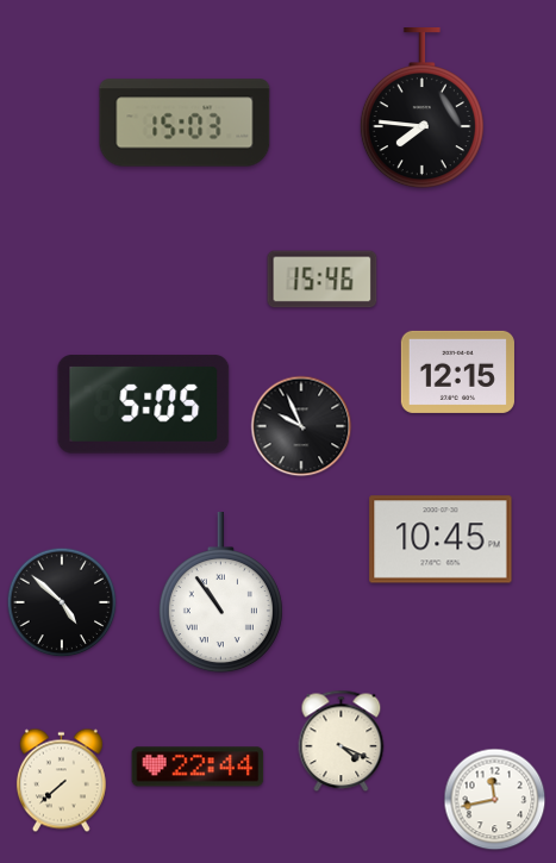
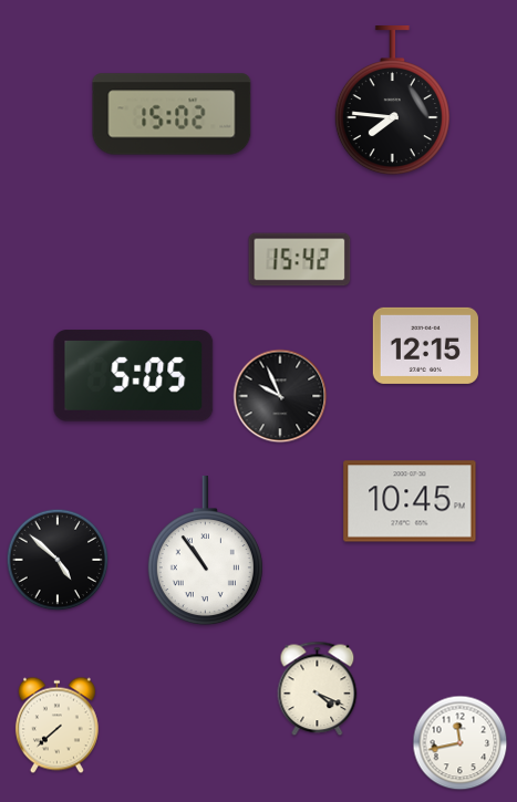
clock at (185, 123): 15:03 -> 15:02
clock at (323, 280): 15:46 -> 15:42
clock at (198, 767): 22:44 -> none
